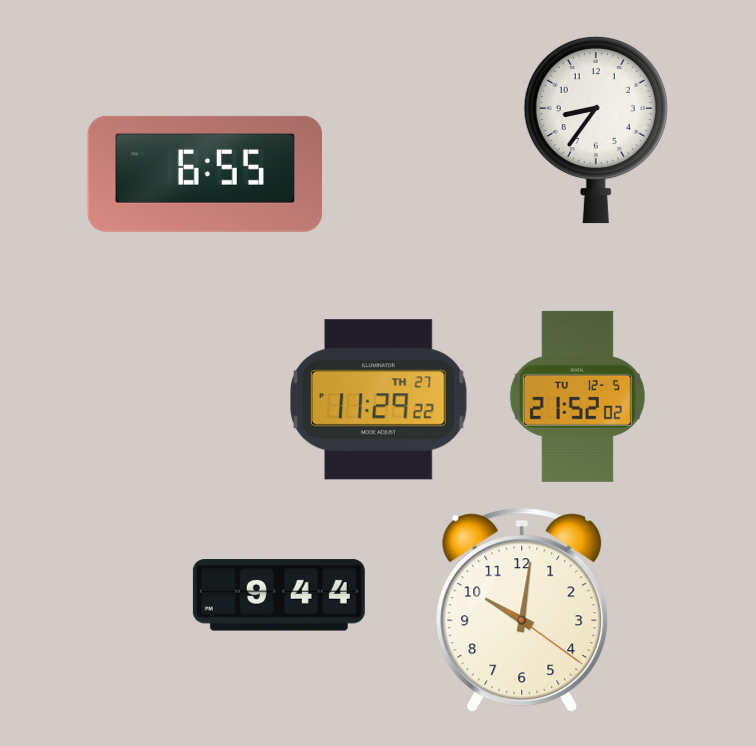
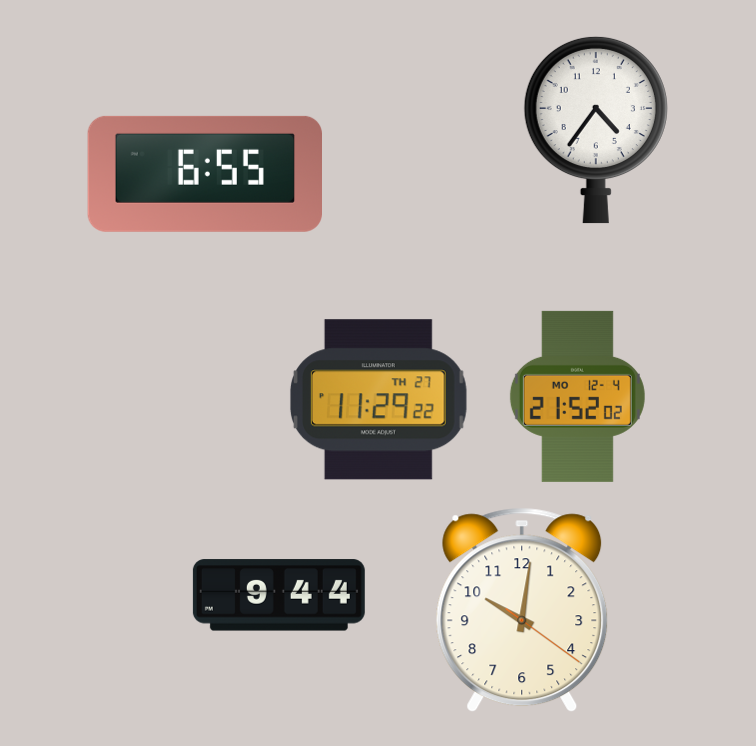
clock at (596, 130): 8:36 -> 4:36
clock at (577, 396) date: TU 12-5 -> MO 12-4
